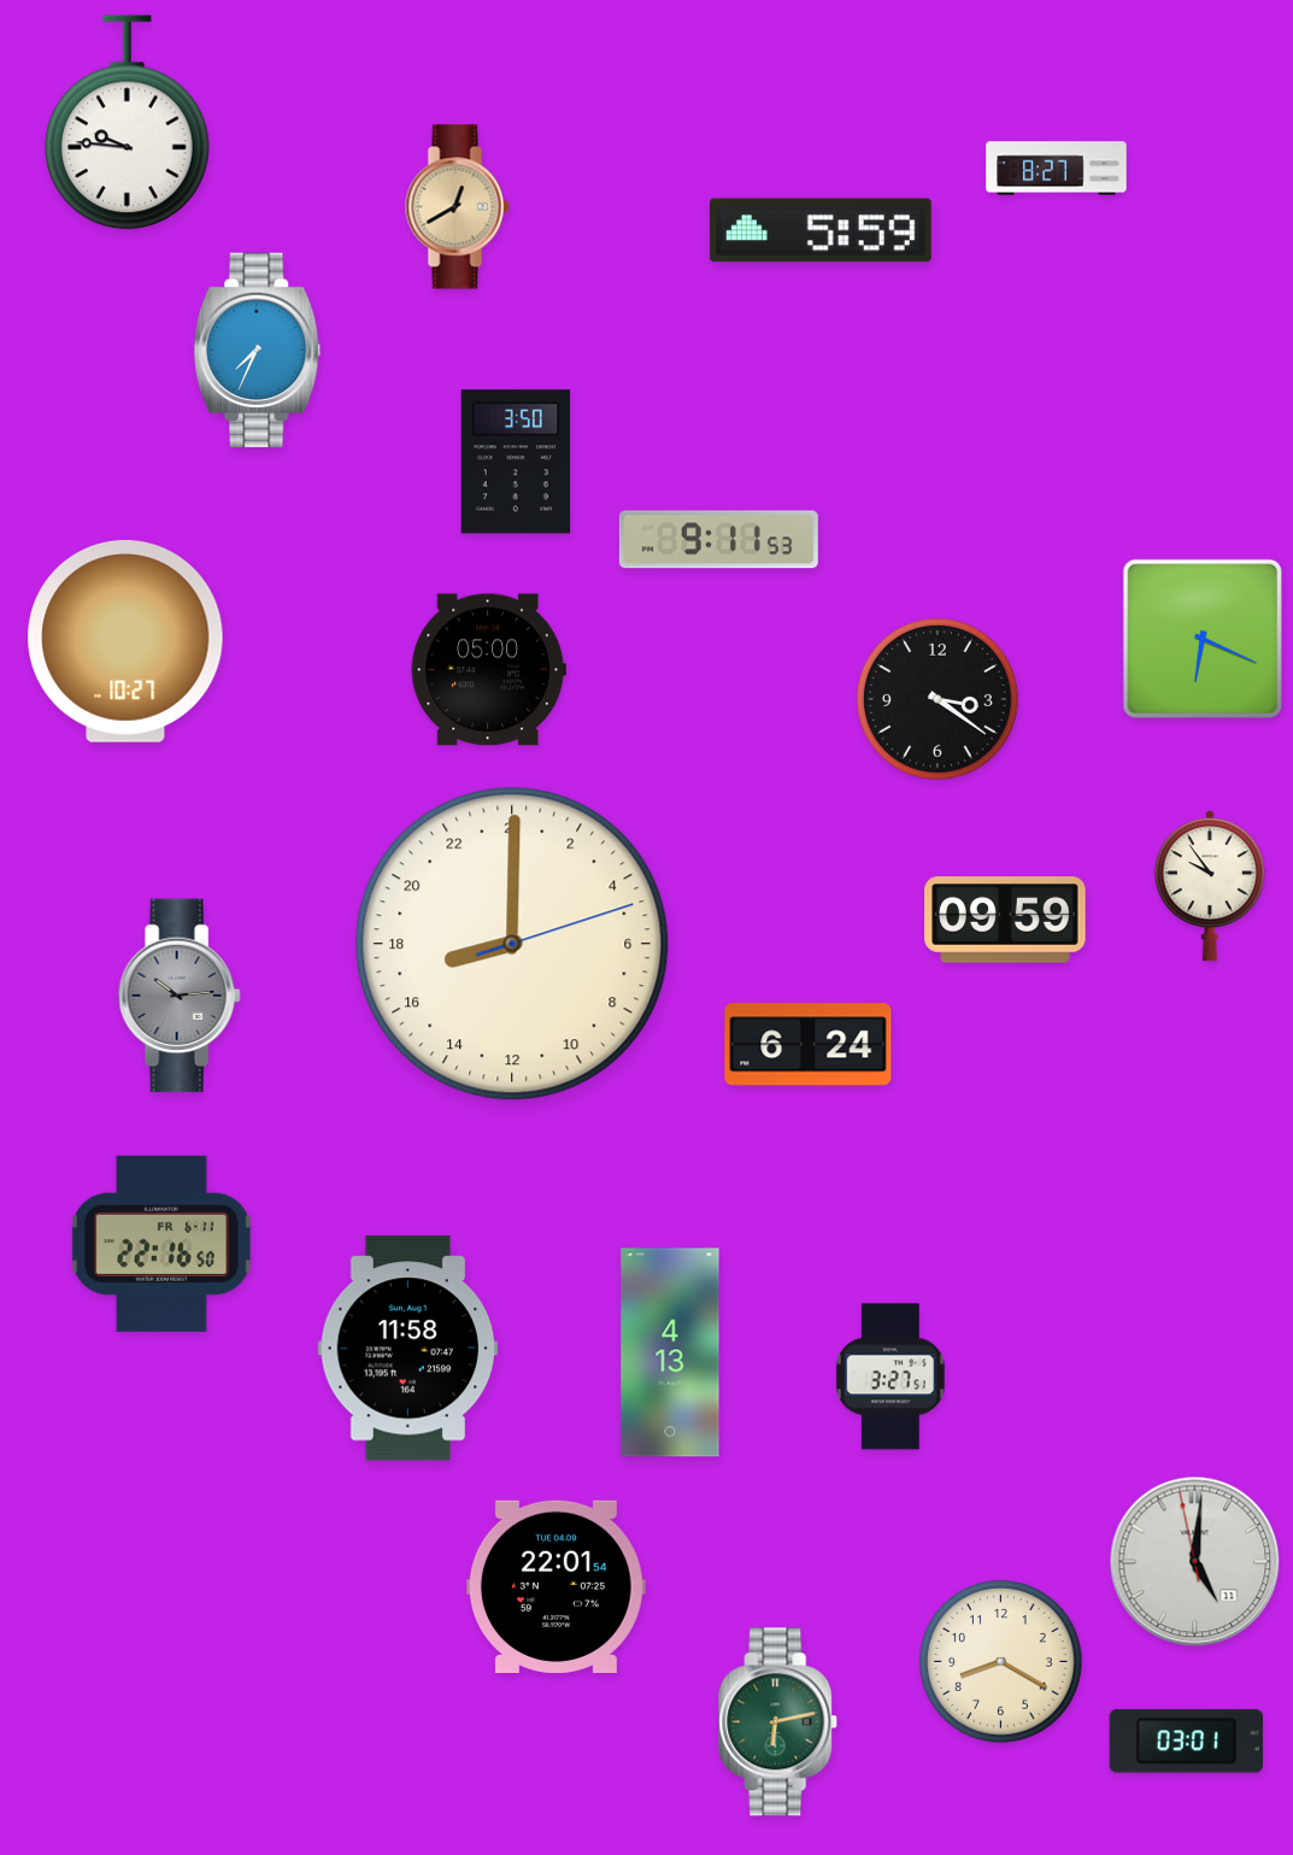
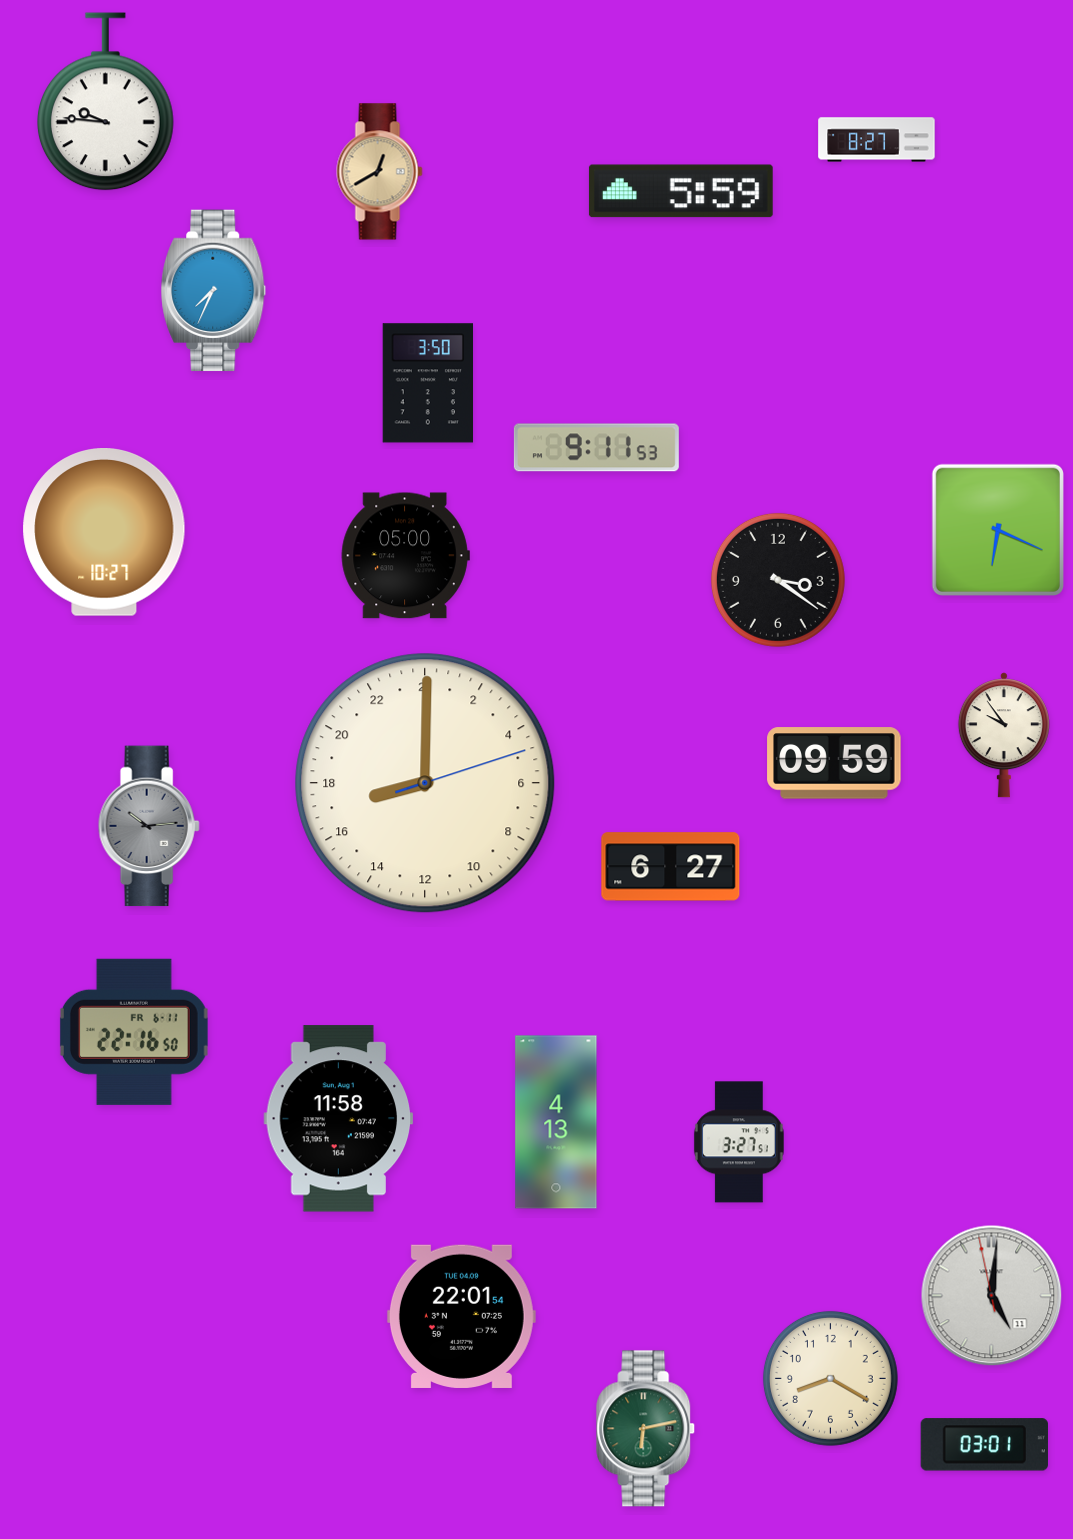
clock at (809, 1045): 6:24 -> 6:27
